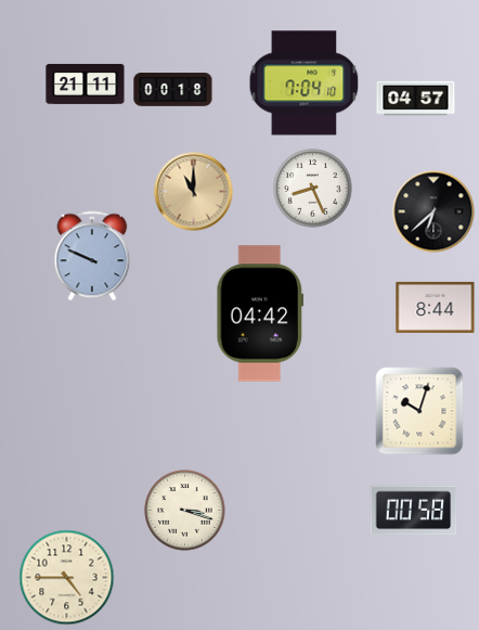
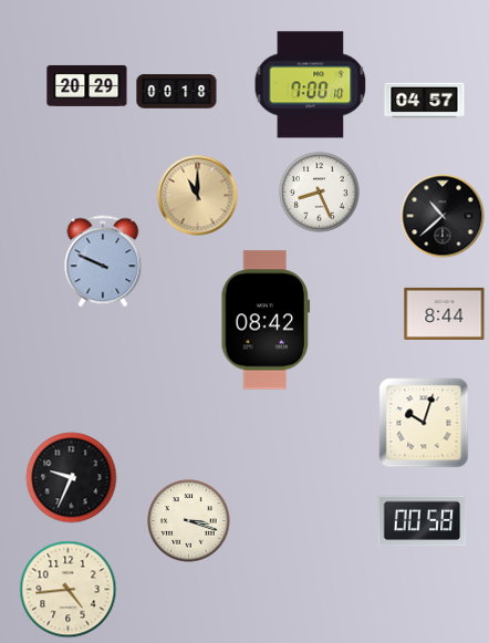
clock at (86, 83): 21:11 -> 20:29
clock at (305, 83): 7:04 -> 7:00
clock at (433, 211): 6:38 -> 10:38
clock at (92, 256) position: (92, 256) -> (103, 261)
clock at (260, 313): 04:42 -> 08:42
clock at (419, 411) position: (419, 411) -> (424, 423)
clock at (72, 478): none -> 9:34
clock at (67, 578): 4:45 -> 4:44
